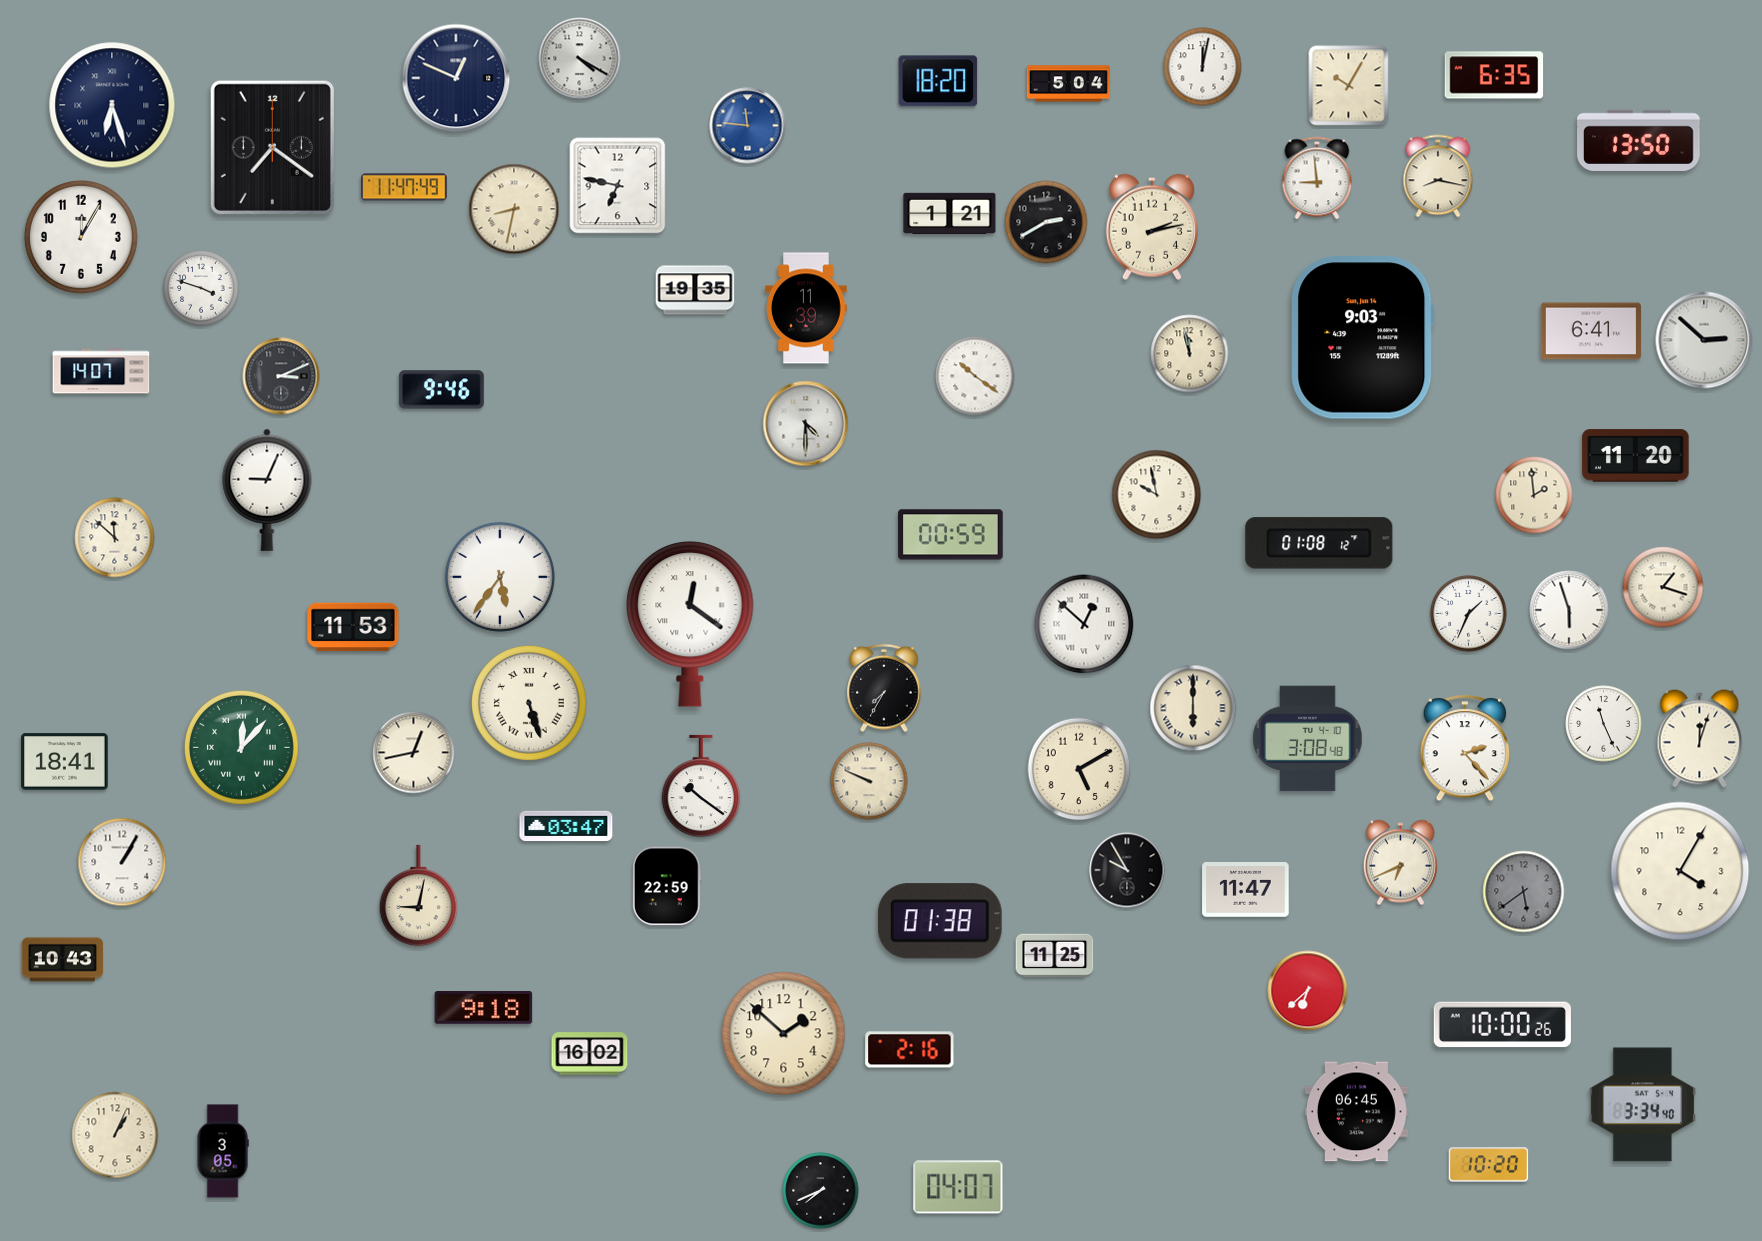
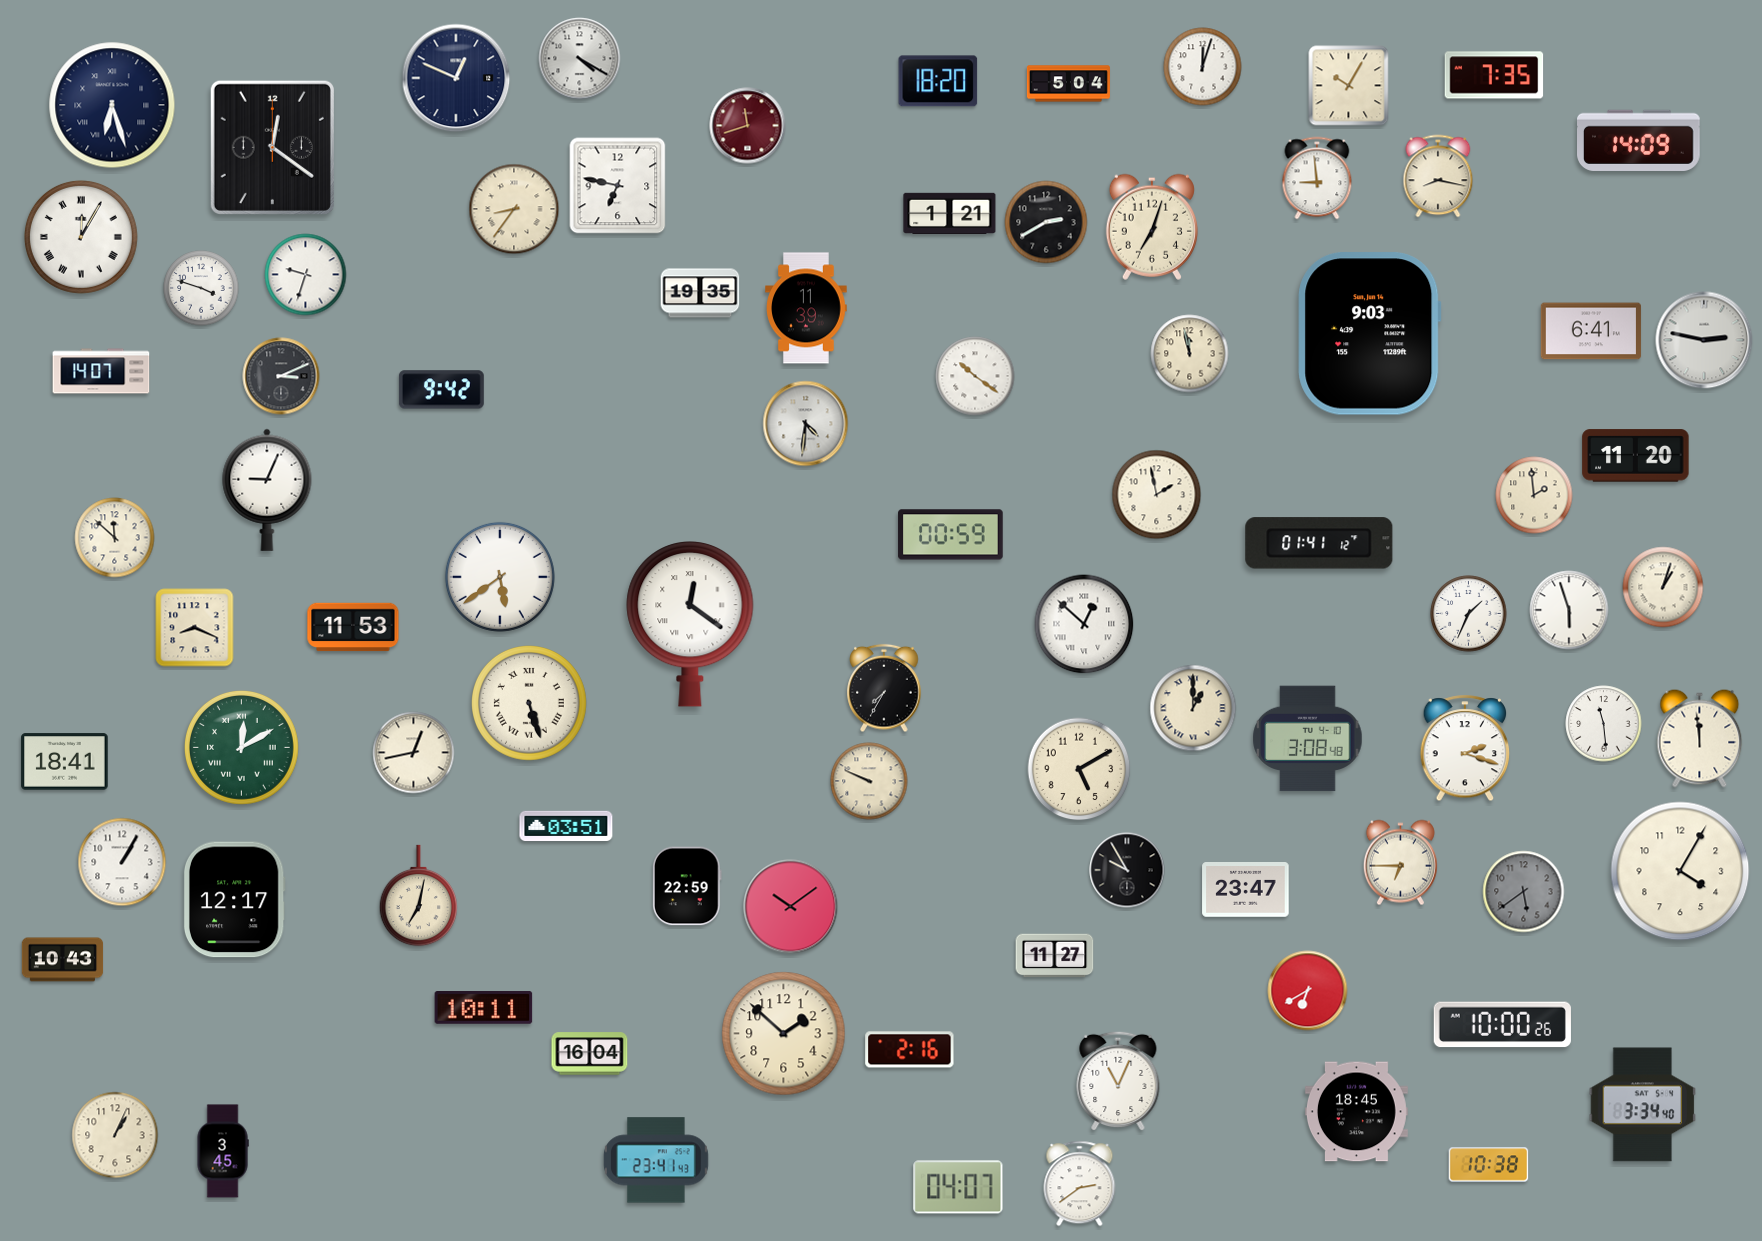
clock at (1203, 67): 12:02 -> 12:03
clock at (1494, 75): 6:35 -> 7:35
clock at (748, 126): 11:46 -> 11:42
clock at (748, 126) dial: blue -> burgundy
clock at (1639, 140): 13:50 -> 14:09
clock at (272, 147): 7:21 -> 12:21
clock at (404, 187): 11:47 -> none
clock at (514, 209): 8:32 -> 8:36
clock at (1152, 227): 2:13 -> 7:03
clock at (81, 237) numerals: Arabic -> Roman
clock at (306, 275): none -> 9:33
clock at (695, 290) position: (695, 290) -> (700, 293)
clock at (1363, 338) position: (1363, 338) -> (1370, 334)
clock at (1704, 340): 2:52 -> 2:47
clock at (441, 390): 9:46 -> 9:42
clock at (806, 424): 4:30 -> 4:31
clock at (1157, 495): 9:58 -> 1:58
clock at (1319, 543): 01:08 -> 01:41
clock at (500, 577): 5:36 -> 5:39
clock at (1663, 587): 1:18 -> 1:03
clock at (195, 628): none -> 8:19
clock at (1193, 708): 6:00 -> 1:00
clock at (1604, 724): 11:26 -> 11:29
clock at (1700, 739): 12:03 -> 11:59
clock at (241, 747): 12:07 -> 12:10
clock at (1465, 749): 2:23 -> 2:18
clock at (701, 786): 10:21 -> none
clock at (566, 825): 03:47 -> 03:51
clock at (1400, 863): 6:41 -> 6:45
clock at (667, 886) position: (667, 886) -> (687, 886)
clock at (1246, 890): 11:47 -> 23:47
clock at (419, 896): 9:02 -> 7:02
clock at (234, 900): none -> 12:17
clock at (791, 907): none -> 10:09
clock at (940, 921): 01:38 -> none
clock at (1055, 956): 11:25 -> 11:27
clock at (1308, 991): 6:38 -> 6:40
clock at (484, 1008): 9:18 -> 10:11
clock at (590, 1054): 16:02 -> 16:04
clock at (1118, 1081): none -> 11:04
clock at (1356, 1112): 06:45 -> 18:45
clock at (223, 1151): 3:05 -> 3:45
clock at (656, 1160): none -> 23:41
clock at (1489, 1165): 10:20 -> 10:38
clock at (1080, 1184): none -> 2:39
clock at (821, 1191): 7:41 -> none
